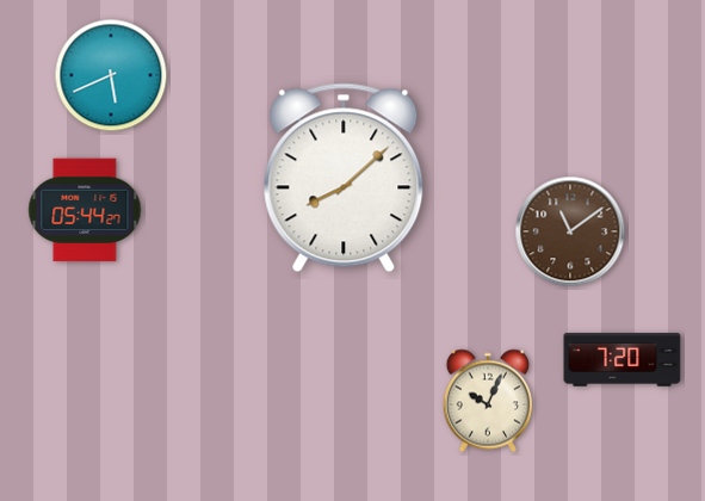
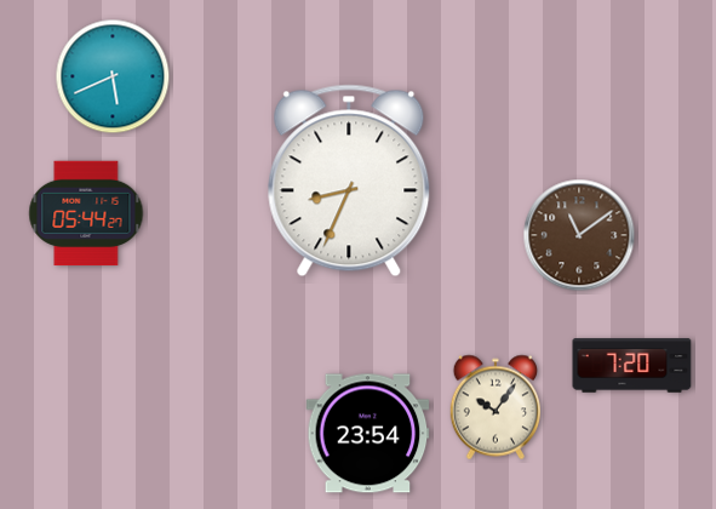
clock at (344, 178): 8:08 -> 8:34
clock at (487, 401): 10:04 -> 10:06
clock at (368, 434): none -> 23:54
